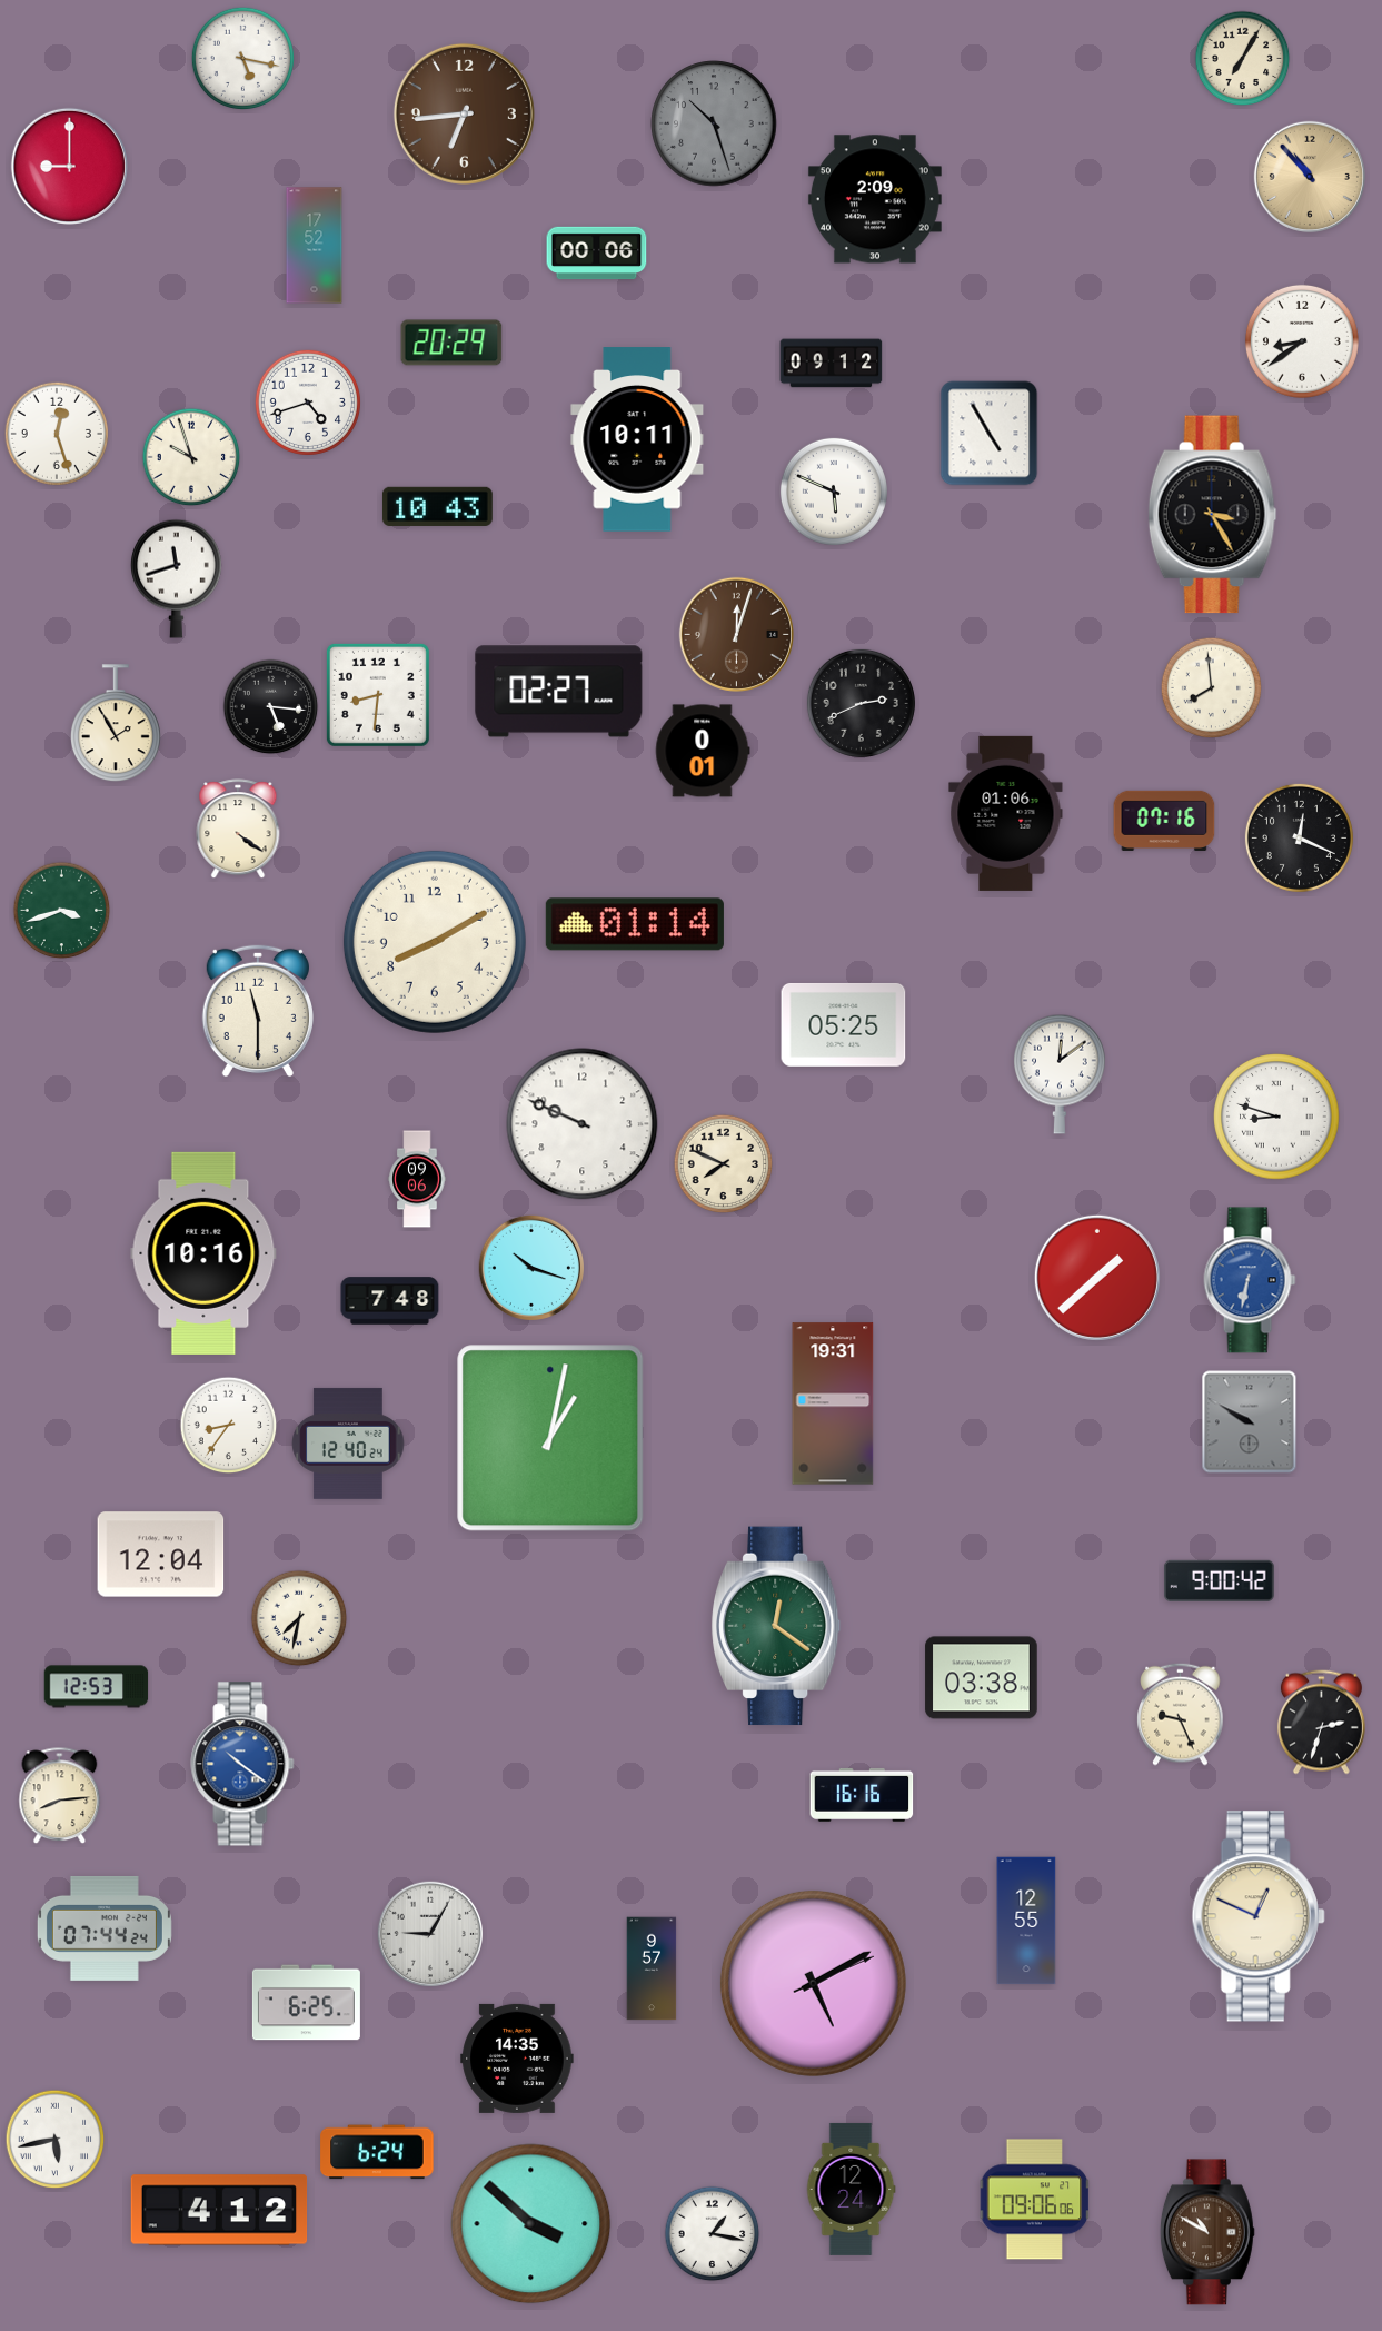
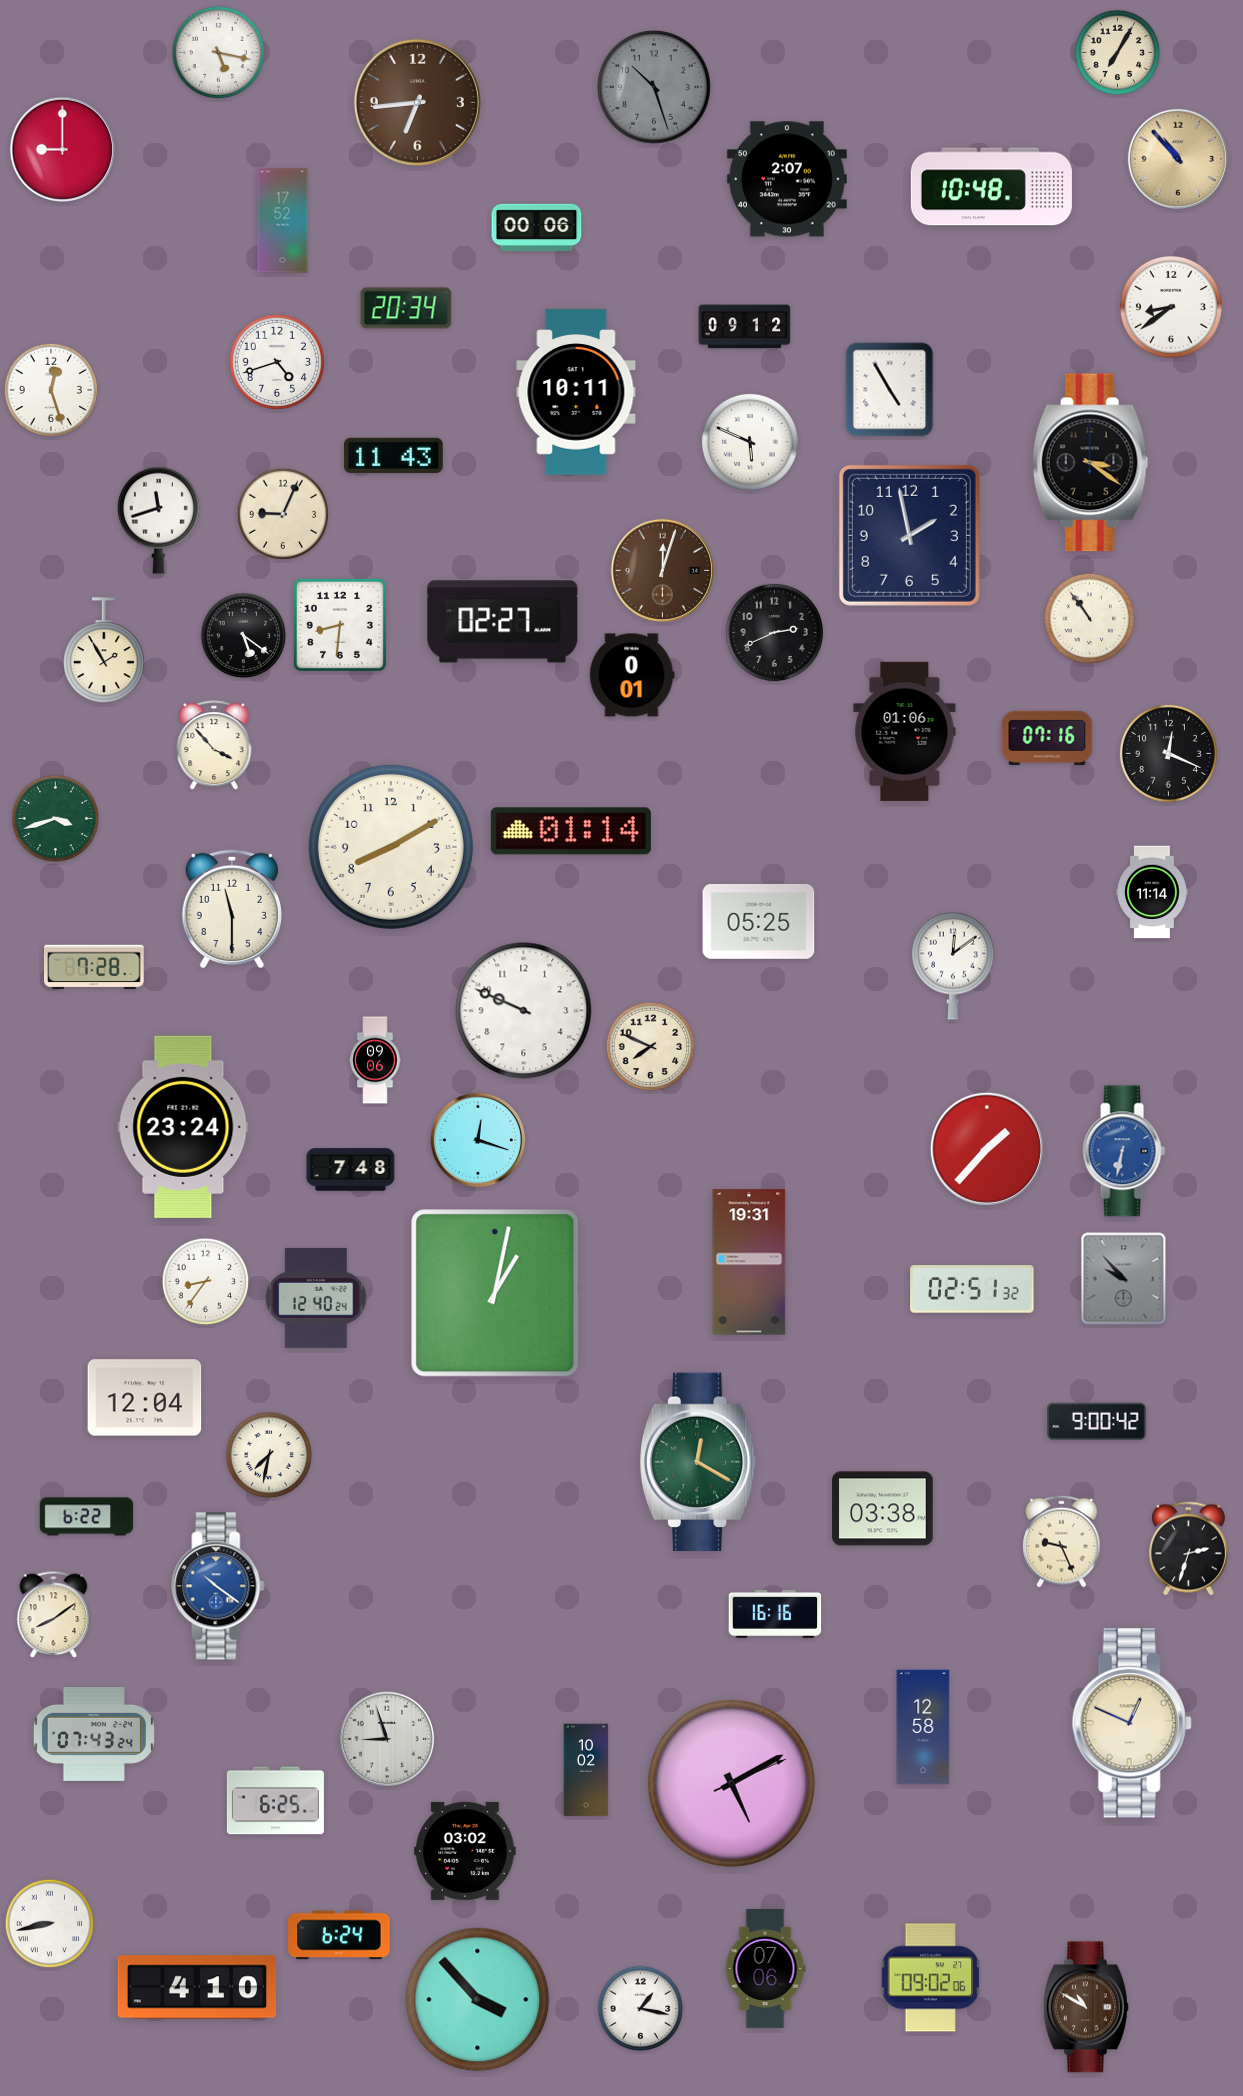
clock at (714, 123) position: (714, 123) -> (654, 87)
clock at (875, 199): 2:09 -> 2:07
clock at (991, 187): none -> 10:48
clock at (451, 343): 20:29 -> 20:34
clock at (832, 364) position: (832, 364) -> (745, 327)
clock at (637, 439) position: (637, 439) -> (576, 392)
clock at (191, 457): 9:57 -> none
clock at (437, 506): 10:43 -> 11:43
clock at (1212, 515): 3:25 -> 3:21
clock at (282, 513): none -> 9:04
clock at (909, 535): none -> 1:58
clock at (1212, 688): 7:59 -> 10:54
clock at (271, 707): 5:16 -> 5:21
clock at (238, 830): 4:21 -> 3:53
clock at (1153, 892): none -> 11:14
clock at (94, 967): none -> 7:28
clock at (1276, 1117): 8:48 -> none
clock at (203, 1253): 10:16 -> 23:24
clock at (530, 1267): 10:18 -> 12:18
clock at (1097, 1278): 1:38 -> 1:37
clock at (1250, 1422): 9:50 -> 9:53
clock at (972, 1289): none -> 02:51
clock at (348, 1444) position: (348, 1444) -> (316, 1298)
clock at (777, 1626): 12:21 -> 12:20
clock at (97, 1687): 12:53 -> 6:22
clock at (60, 1796): 8:14 -> 8:09
clock at (1026, 1921): 12:55 -> 12:58
clock at (105, 1928): 07:44 -> 07:43
clock at (429, 1933): 9:05 -> 8:57
clock at (652, 1968): 9:57 -> 10:02
clock at (517, 2059): 14:35 -> 03:02
clock at (56, 2140): 5:43 -> 8:43
clock at (851, 2189): 12:24 -> 07:06
clock at (1035, 2200): 09:06 -> 09:02
clock at (219, 2210): 4:12 -> 4:10
clock at (531, 2224): 3:52 -> 3:53
